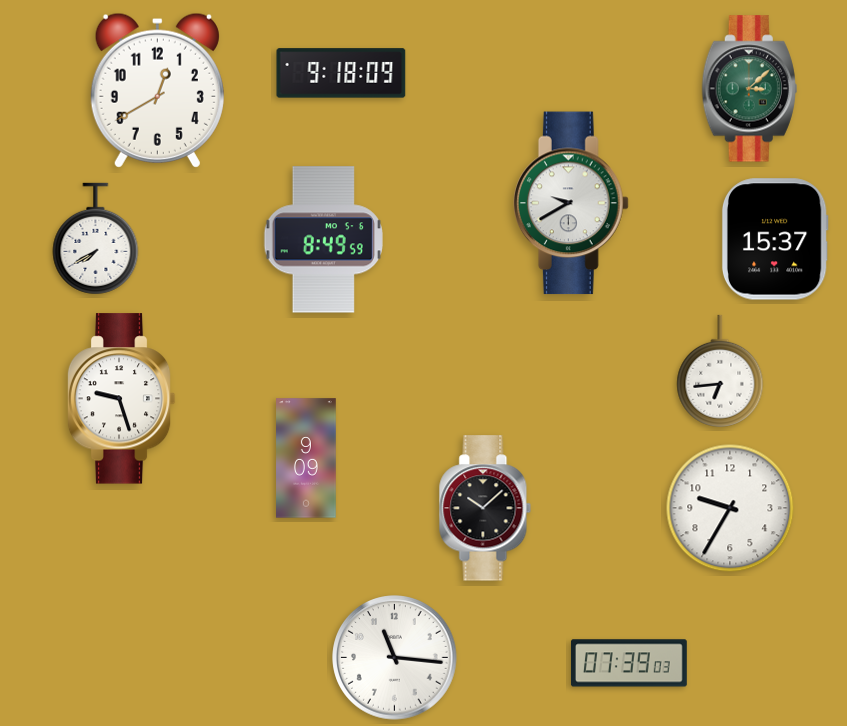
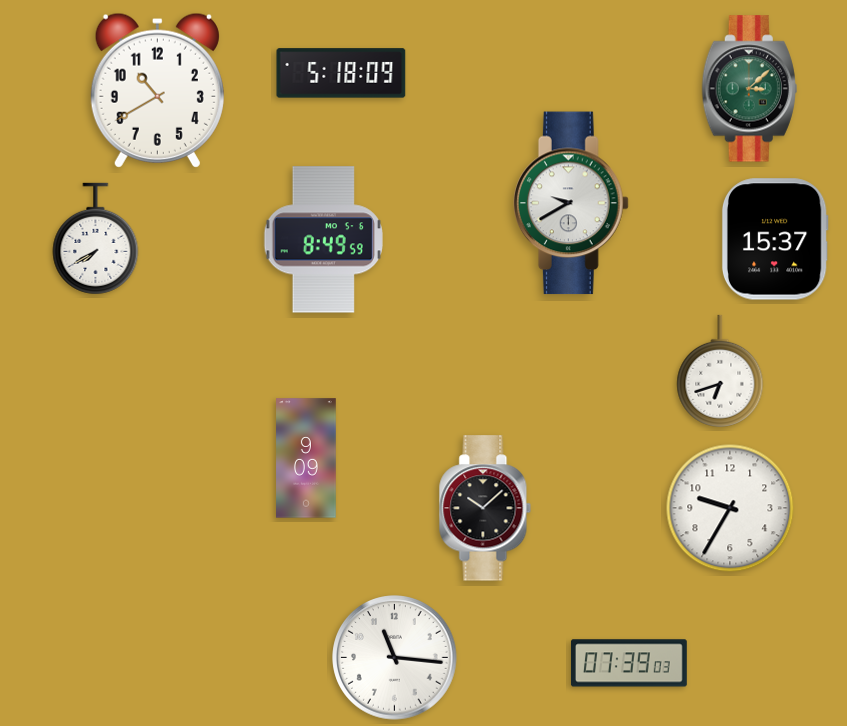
clock at (341, 73): 9:18 -> 5:18
clock at (157, 90): 12:40 -> 10:40
clock at (720, 371): 6:44 -> 6:42
clock at (121, 399): 9:27 -> none
